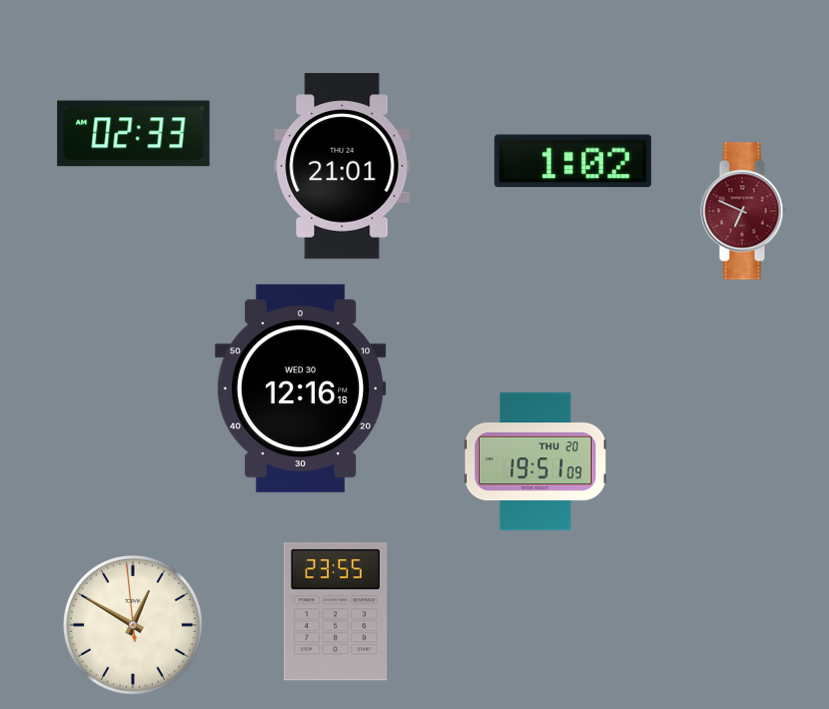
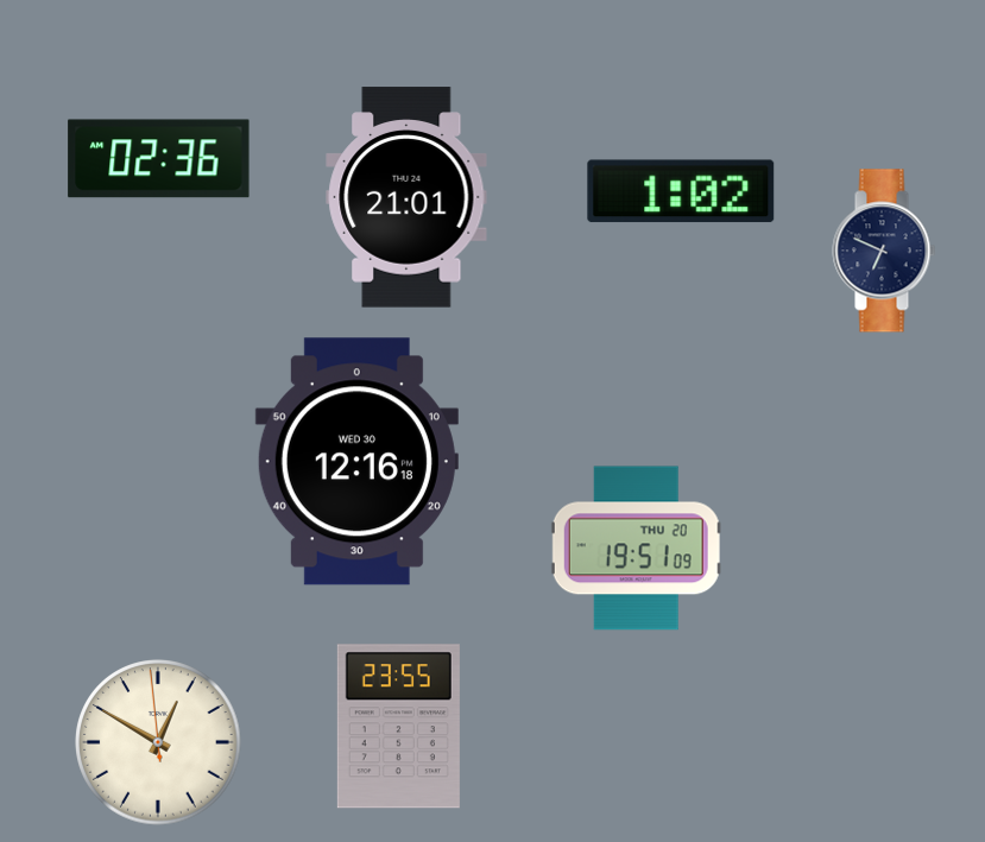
clock at (134, 134): 02:33 -> 02:36
clock at (744, 211) dial: burgundy -> navy
